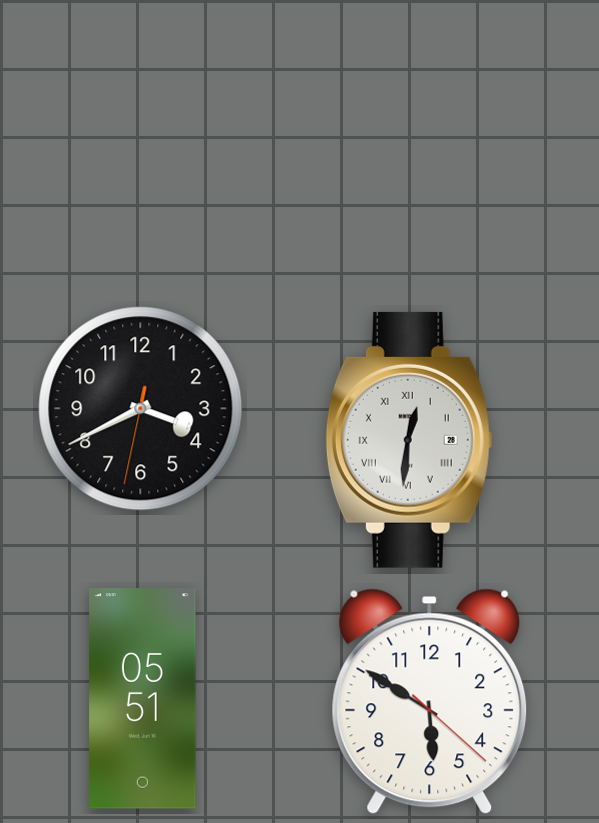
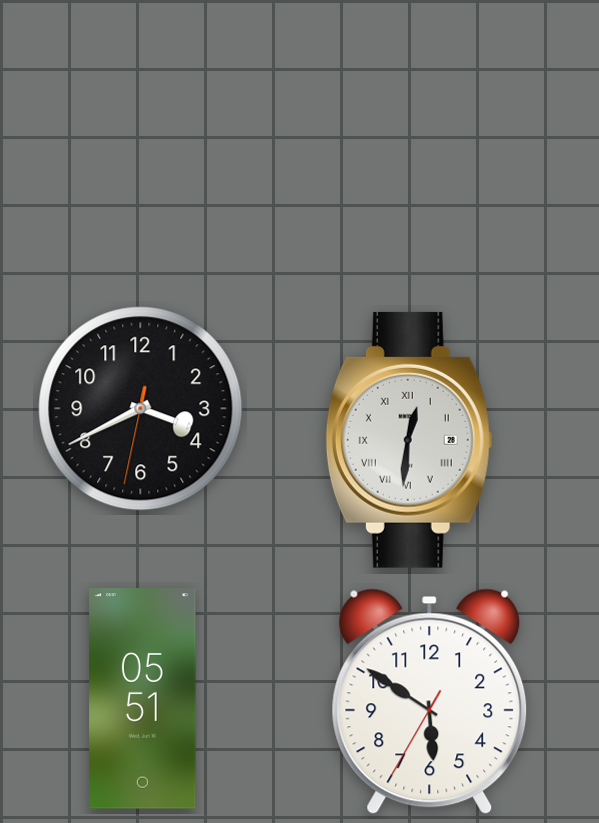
clock at (430, 702): 5:50:22 -> 5:50:35
